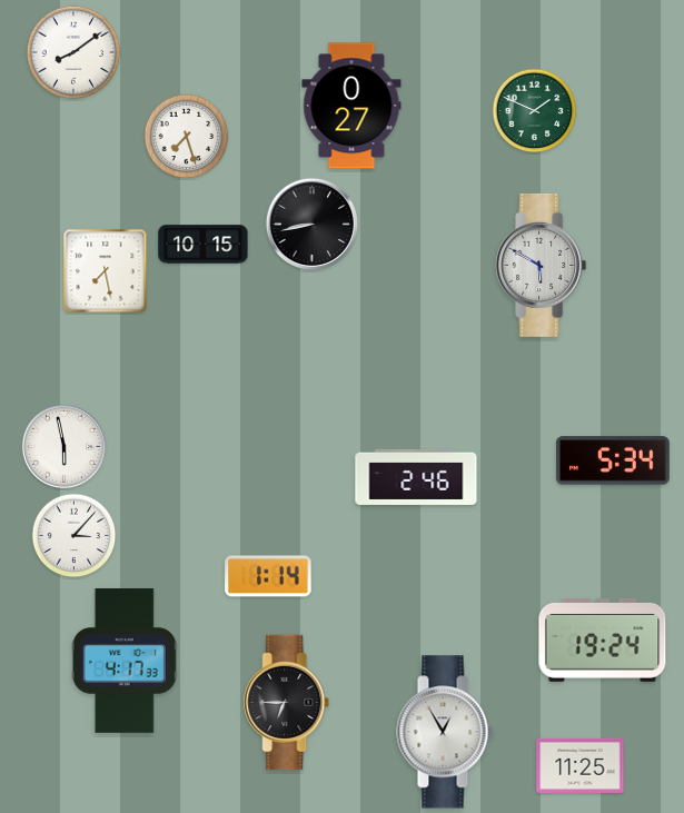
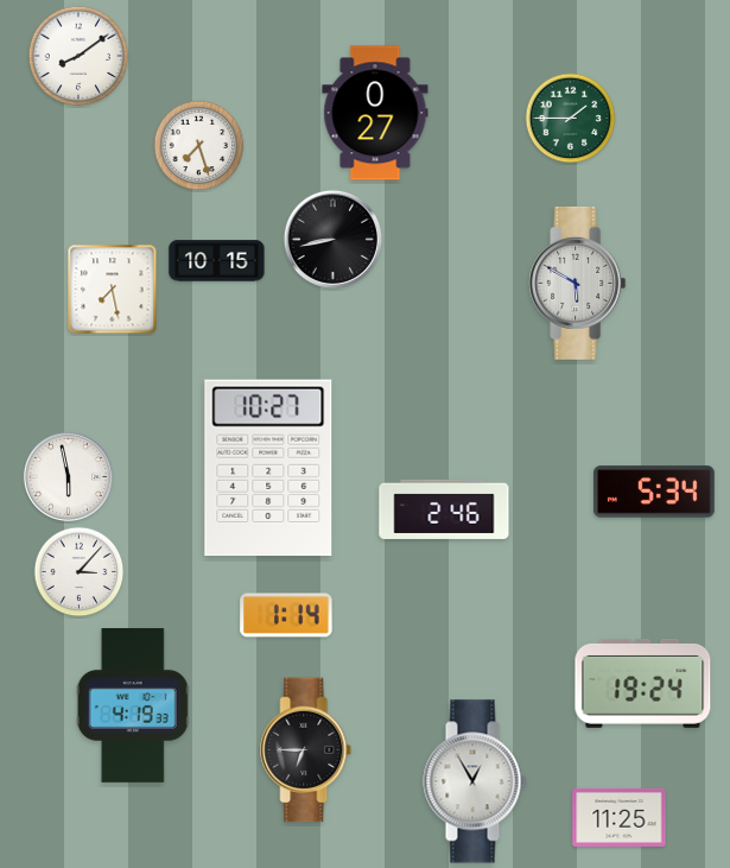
clock at (535, 111): 1:49 -> 1:45
clock at (268, 468): none -> 10:27
clock at (125, 662): 4:17 -> 4:19
